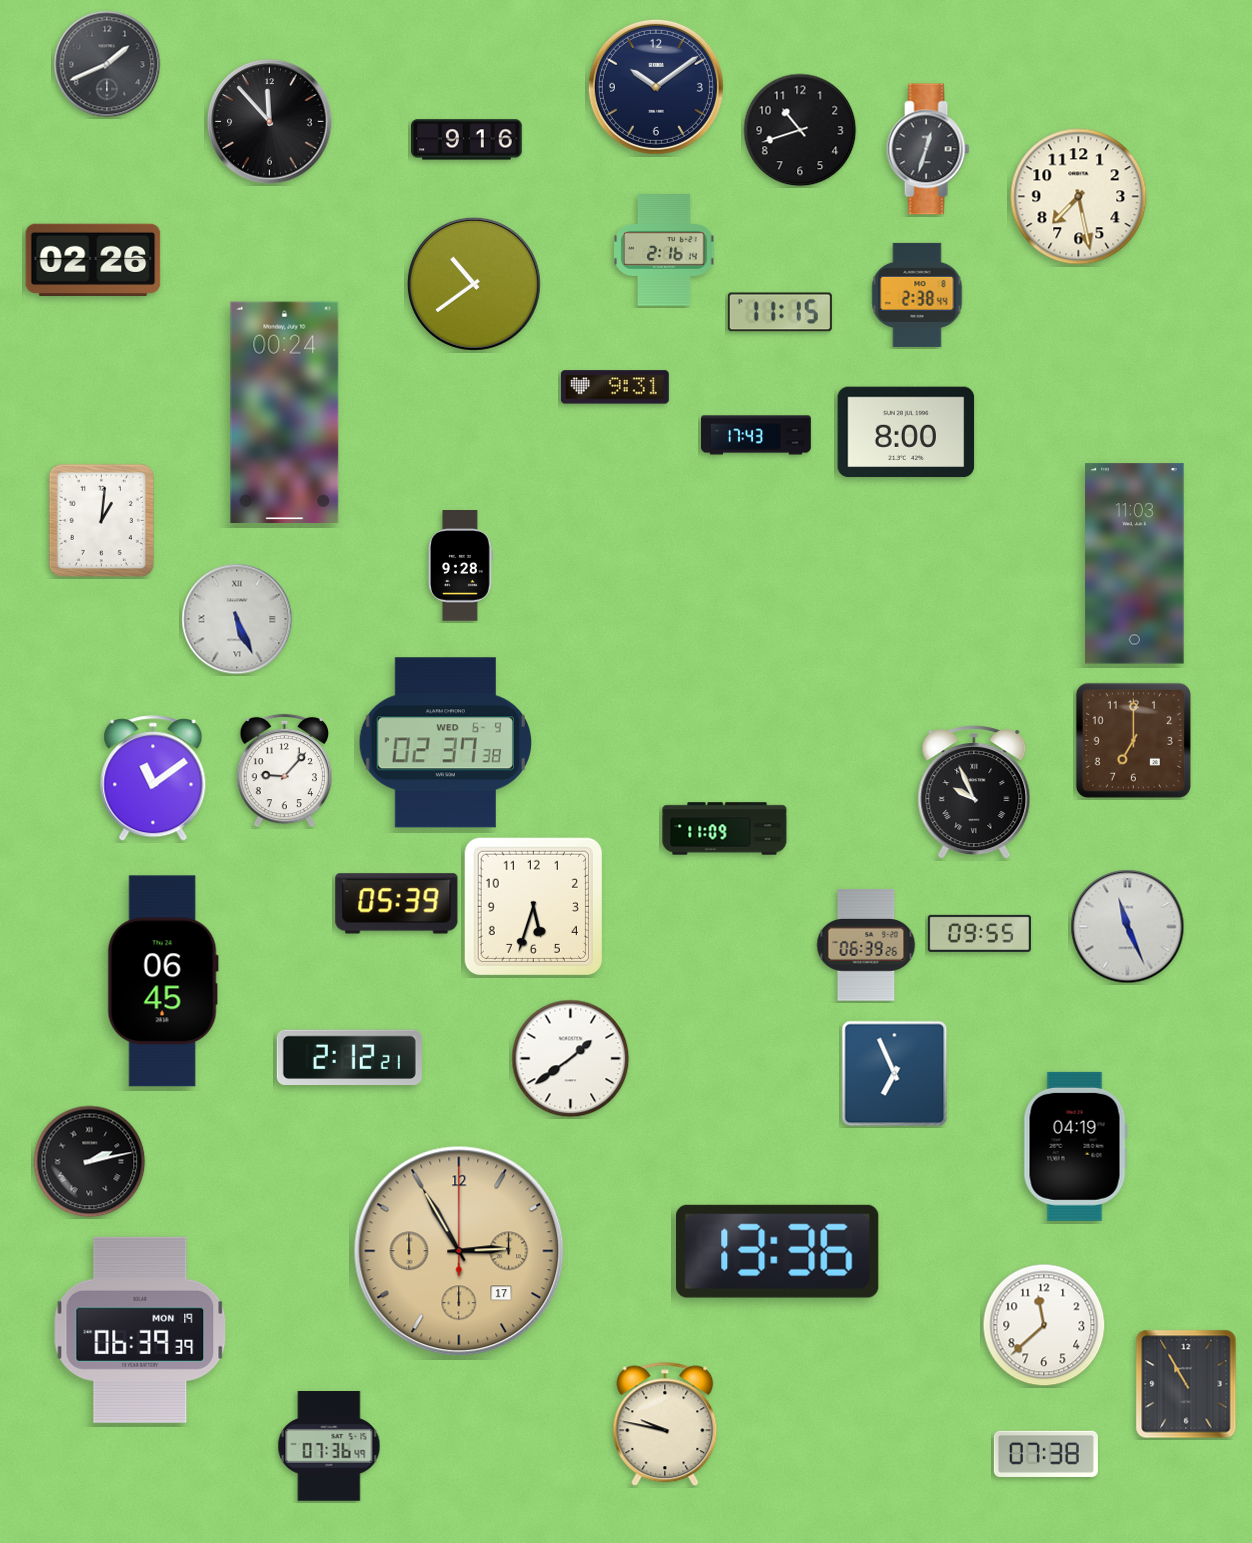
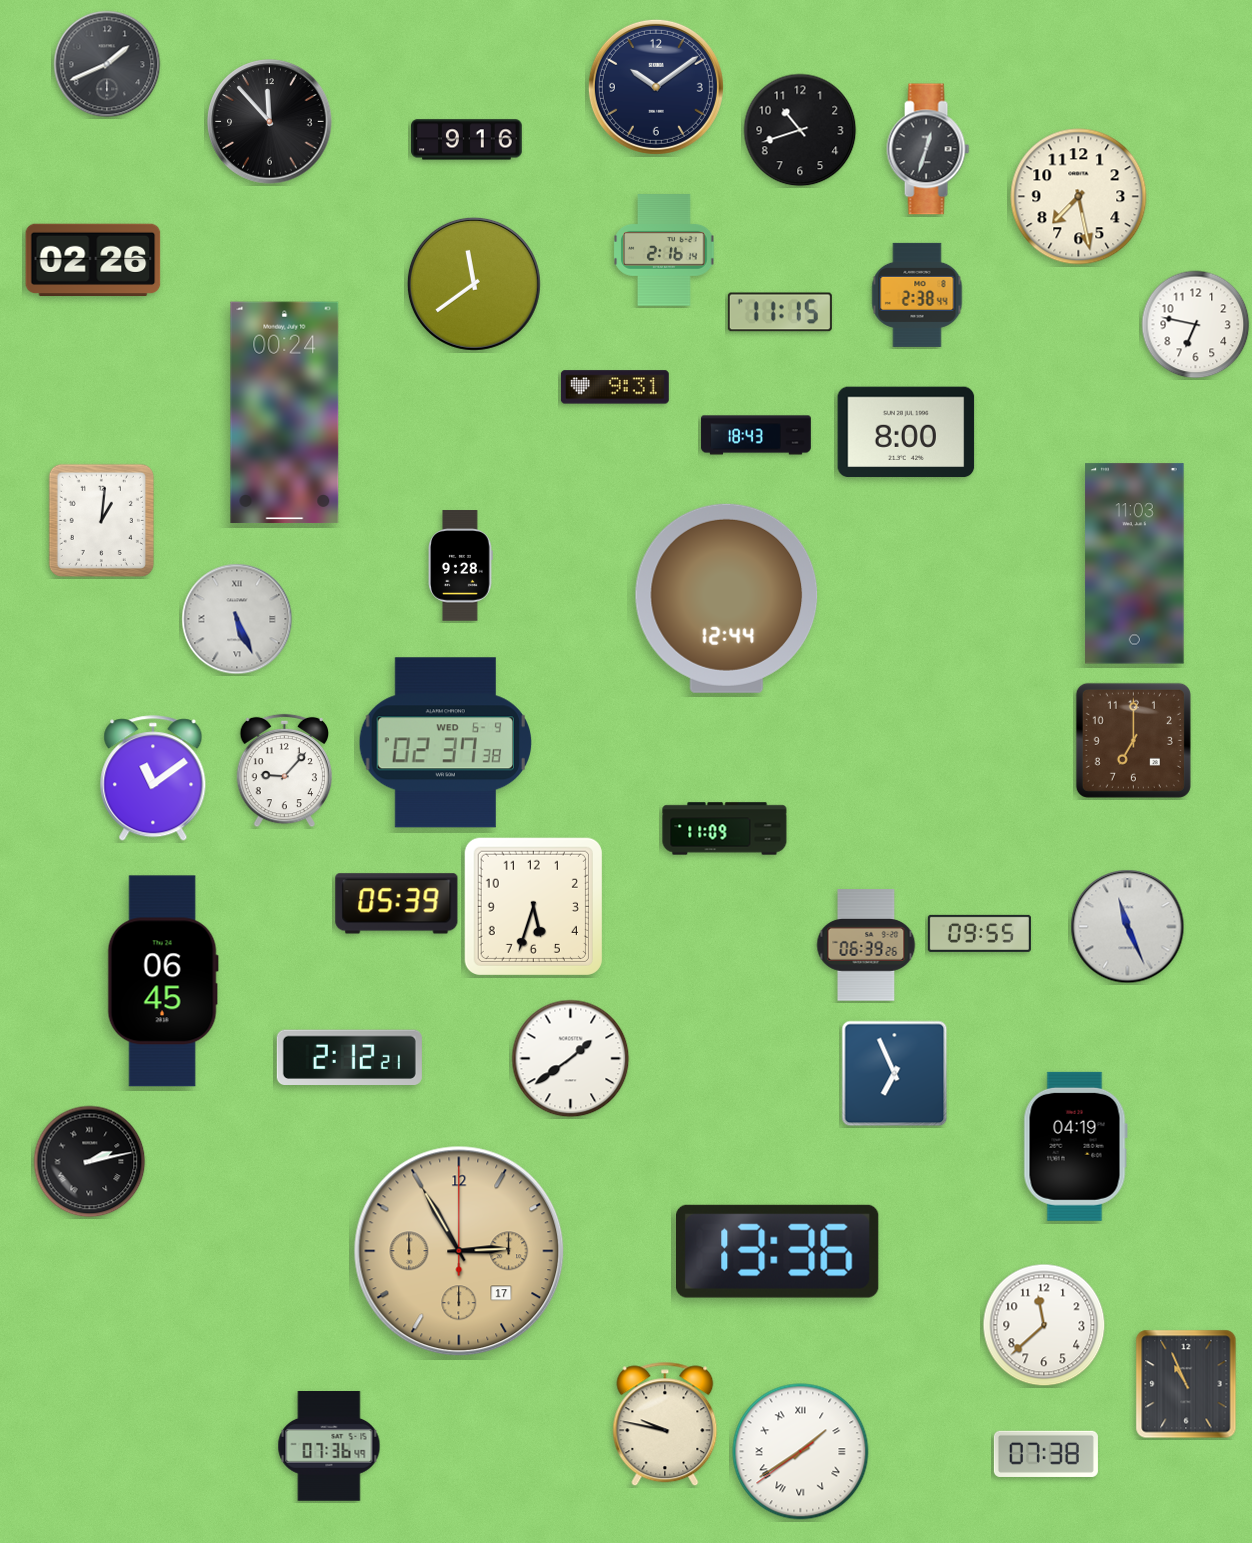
clock at (474, 284): 10:39 -> 11:39
clock at (1196, 325): none -> 6:47
clock at (756, 435): 17:43 -> 18:43
clock at (727, 598): none -> 12:44
clock at (974, 792): 9:56 -> none
clock at (140, 1330): 06:39 -> none
clock at (1186, 1384): 10:55 -> 10:56
clock at (801, 1452): none -> 1:39
